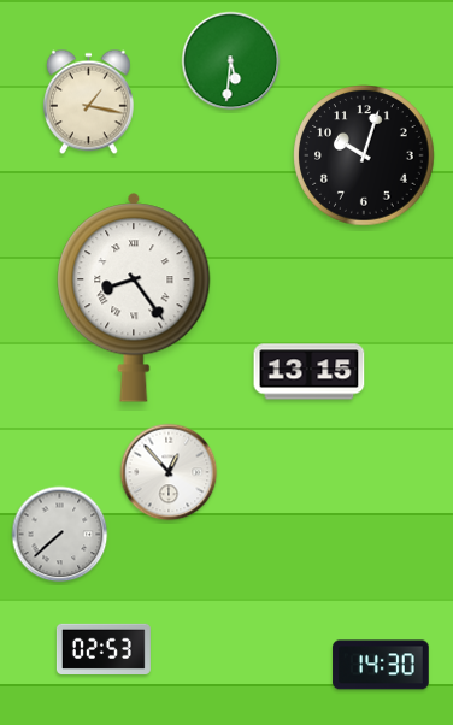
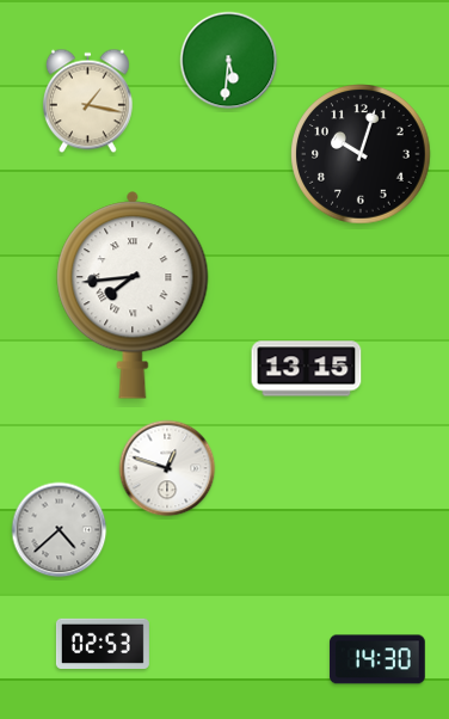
clock at (134, 297): 8:24 -> 7:44
clock at (169, 472): 12:53 -> 12:48
clock at (60, 535): 7:38 -> 4:38
